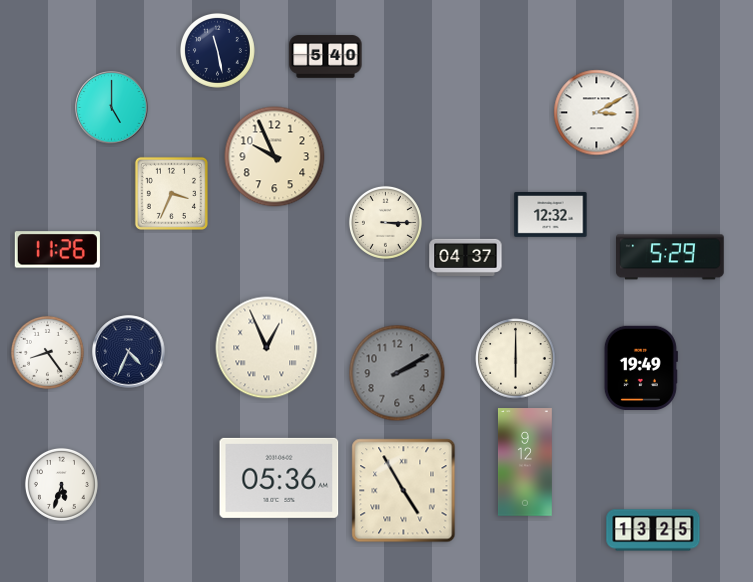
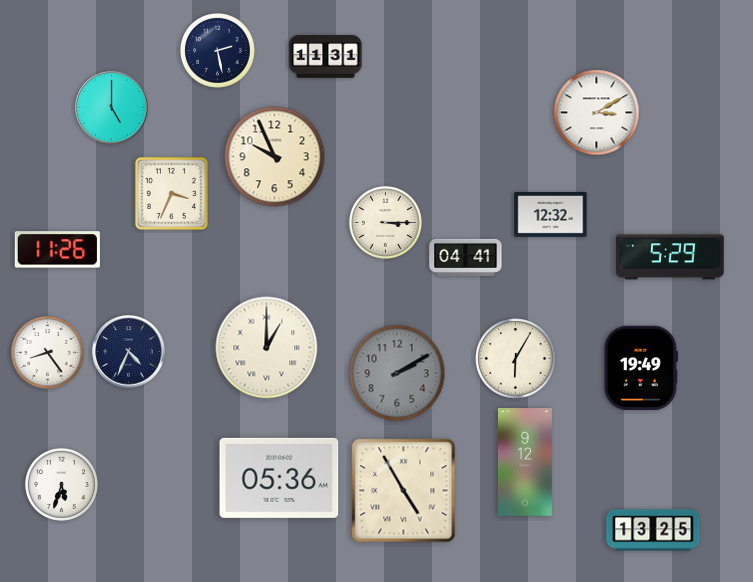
clock at (217, 50): 11:28 -> 2:28
clock at (326, 57): 5:40 -> 11:31
clock at (466, 257): 04:37 -> 04:41
clock at (267, 348): 12:56 -> 1:00
clock at (516, 359): 6:00 -> 6:05
